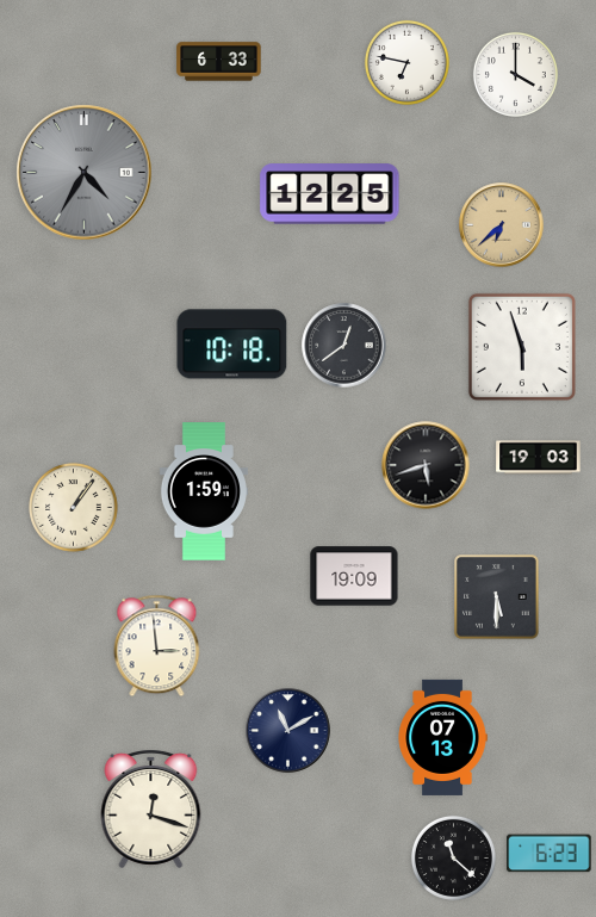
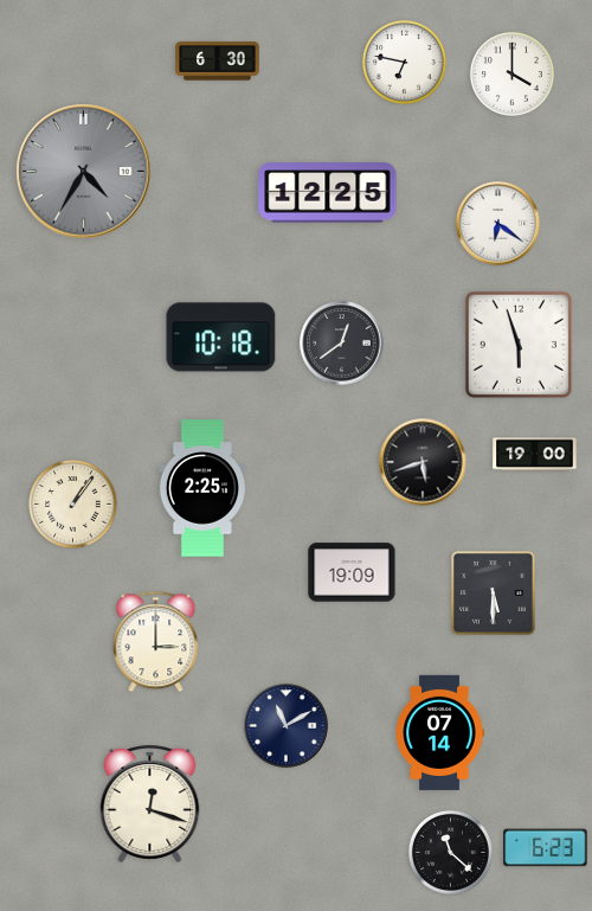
clock at (219, 62): 6:33 -> 6:30
clock at (502, 225): 6:38 -> 6:21
clock at (502, 225) dial: champagne -> white
clock at (232, 345) position: (232, 345) -> (221, 338)
clock at (539, 458): 19:03 -> 19:00
clock at (204, 491): 1:59 -> 2:25
clock at (157, 646): 2:59 -> 3:00
clock at (442, 737): 07:13 -> 07:14
